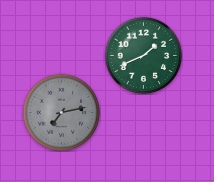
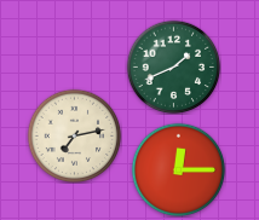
clock at (61, 112) dial: grey -> cream
clock at (178, 169): none -> 12:15
